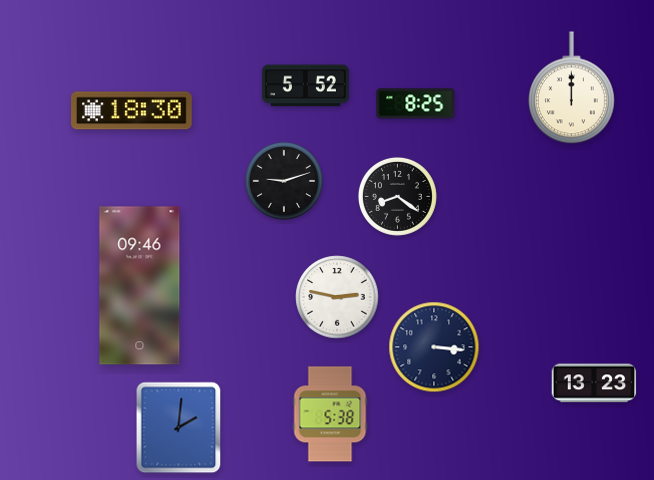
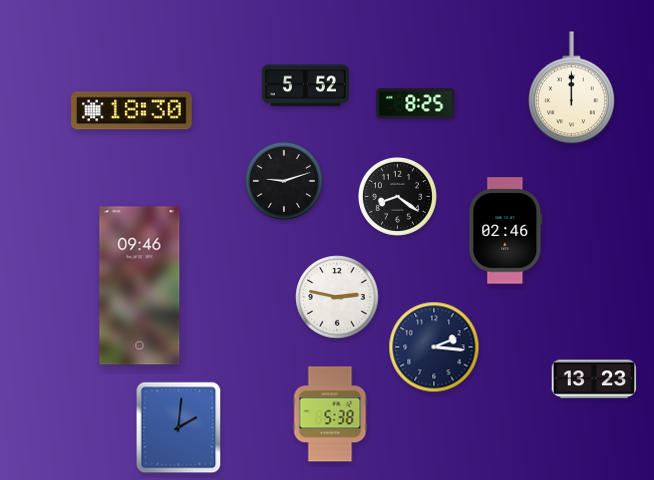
clock at (506, 231): none -> 02:46
clock at (434, 347): 3:16 -> 2:16
clock at (594, 383) position: (594, 383) -> (594, 379)
